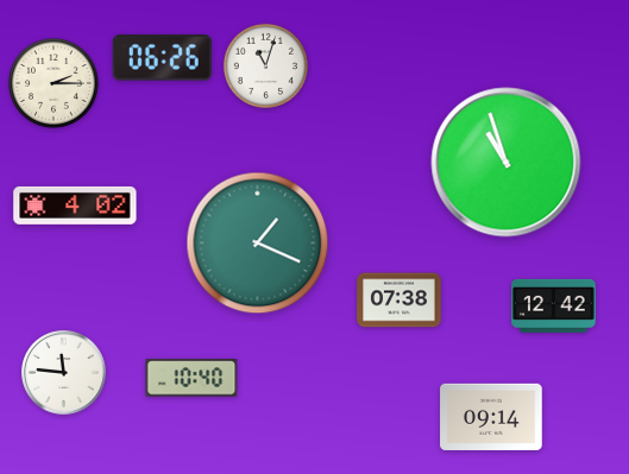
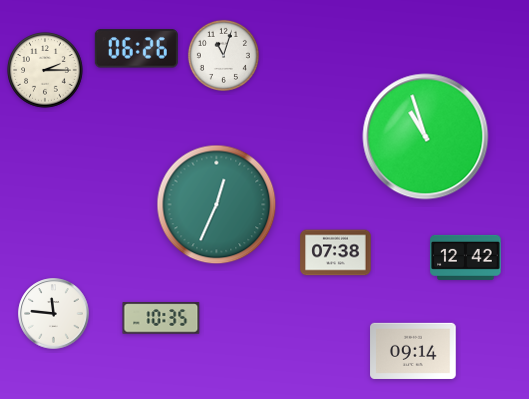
clock at (75, 206): 4:02 -> none
clock at (258, 244): 1:19 -> 12:34
clock at (191, 378): 10:40 -> 10:35
